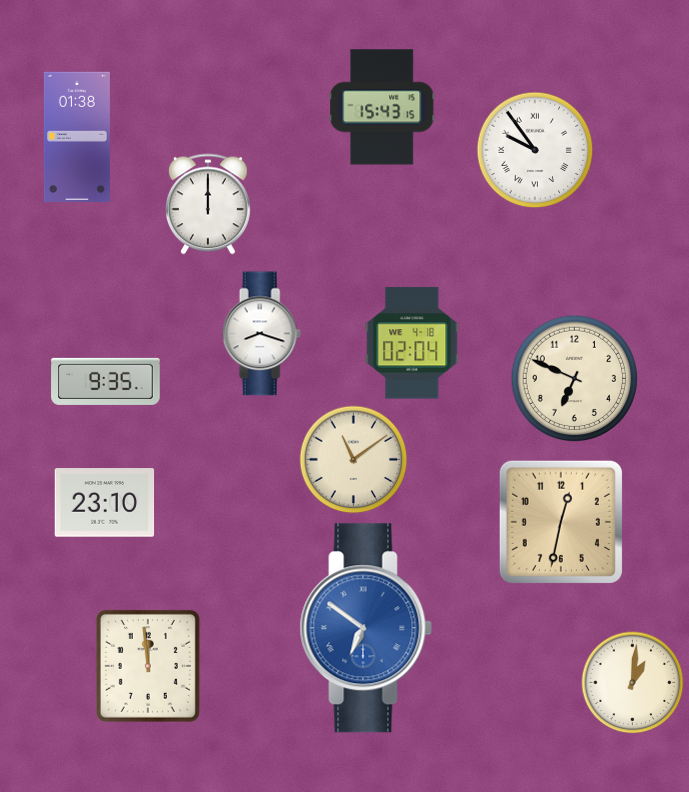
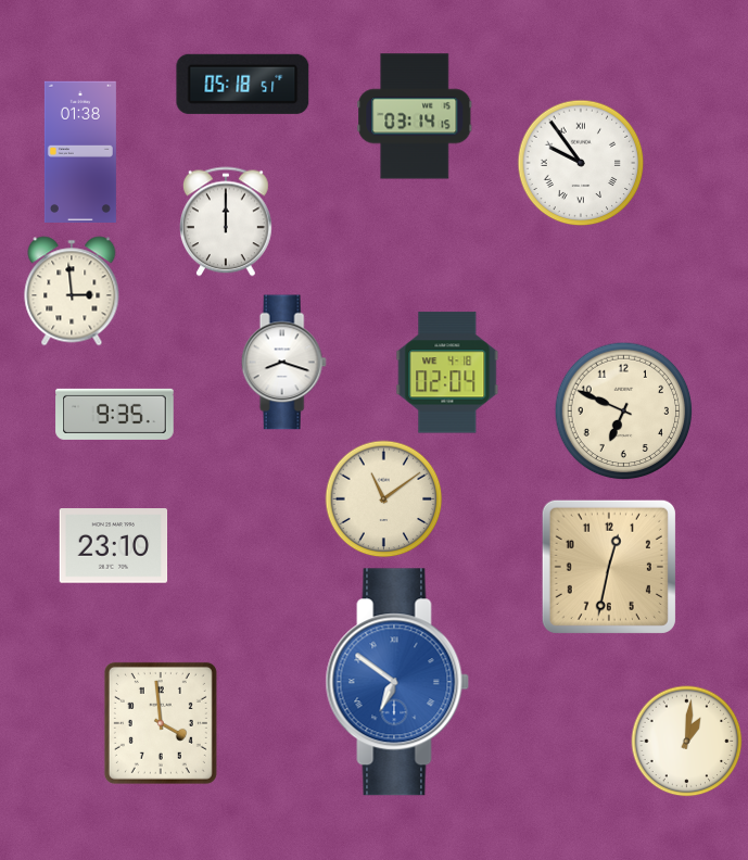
clock at (243, 84): none -> 05:18
clock at (382, 107): 15:43 -> 03:14
clock at (77, 136) position: (77, 136) -> (80, 151)
clock at (72, 291): none -> 2:59
clock at (148, 666): 11:59 -> 3:59
